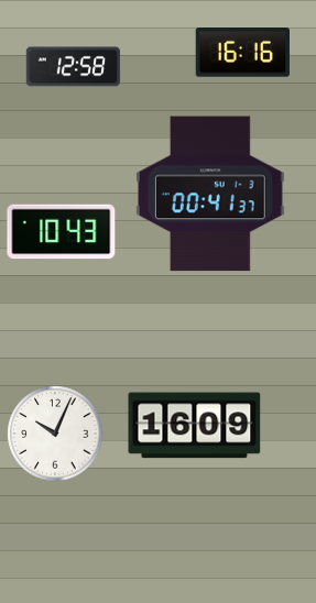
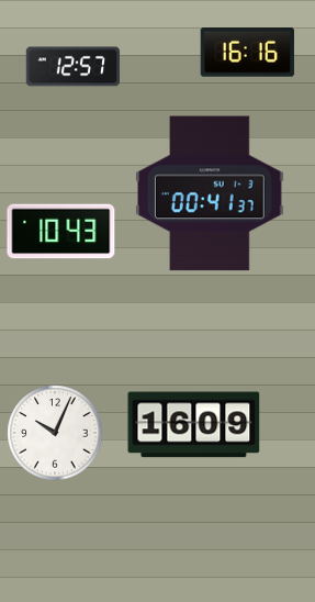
clock at (242, 53) position: (242, 53) -> (247, 53)
clock at (74, 67): 12:58 -> 12:57
